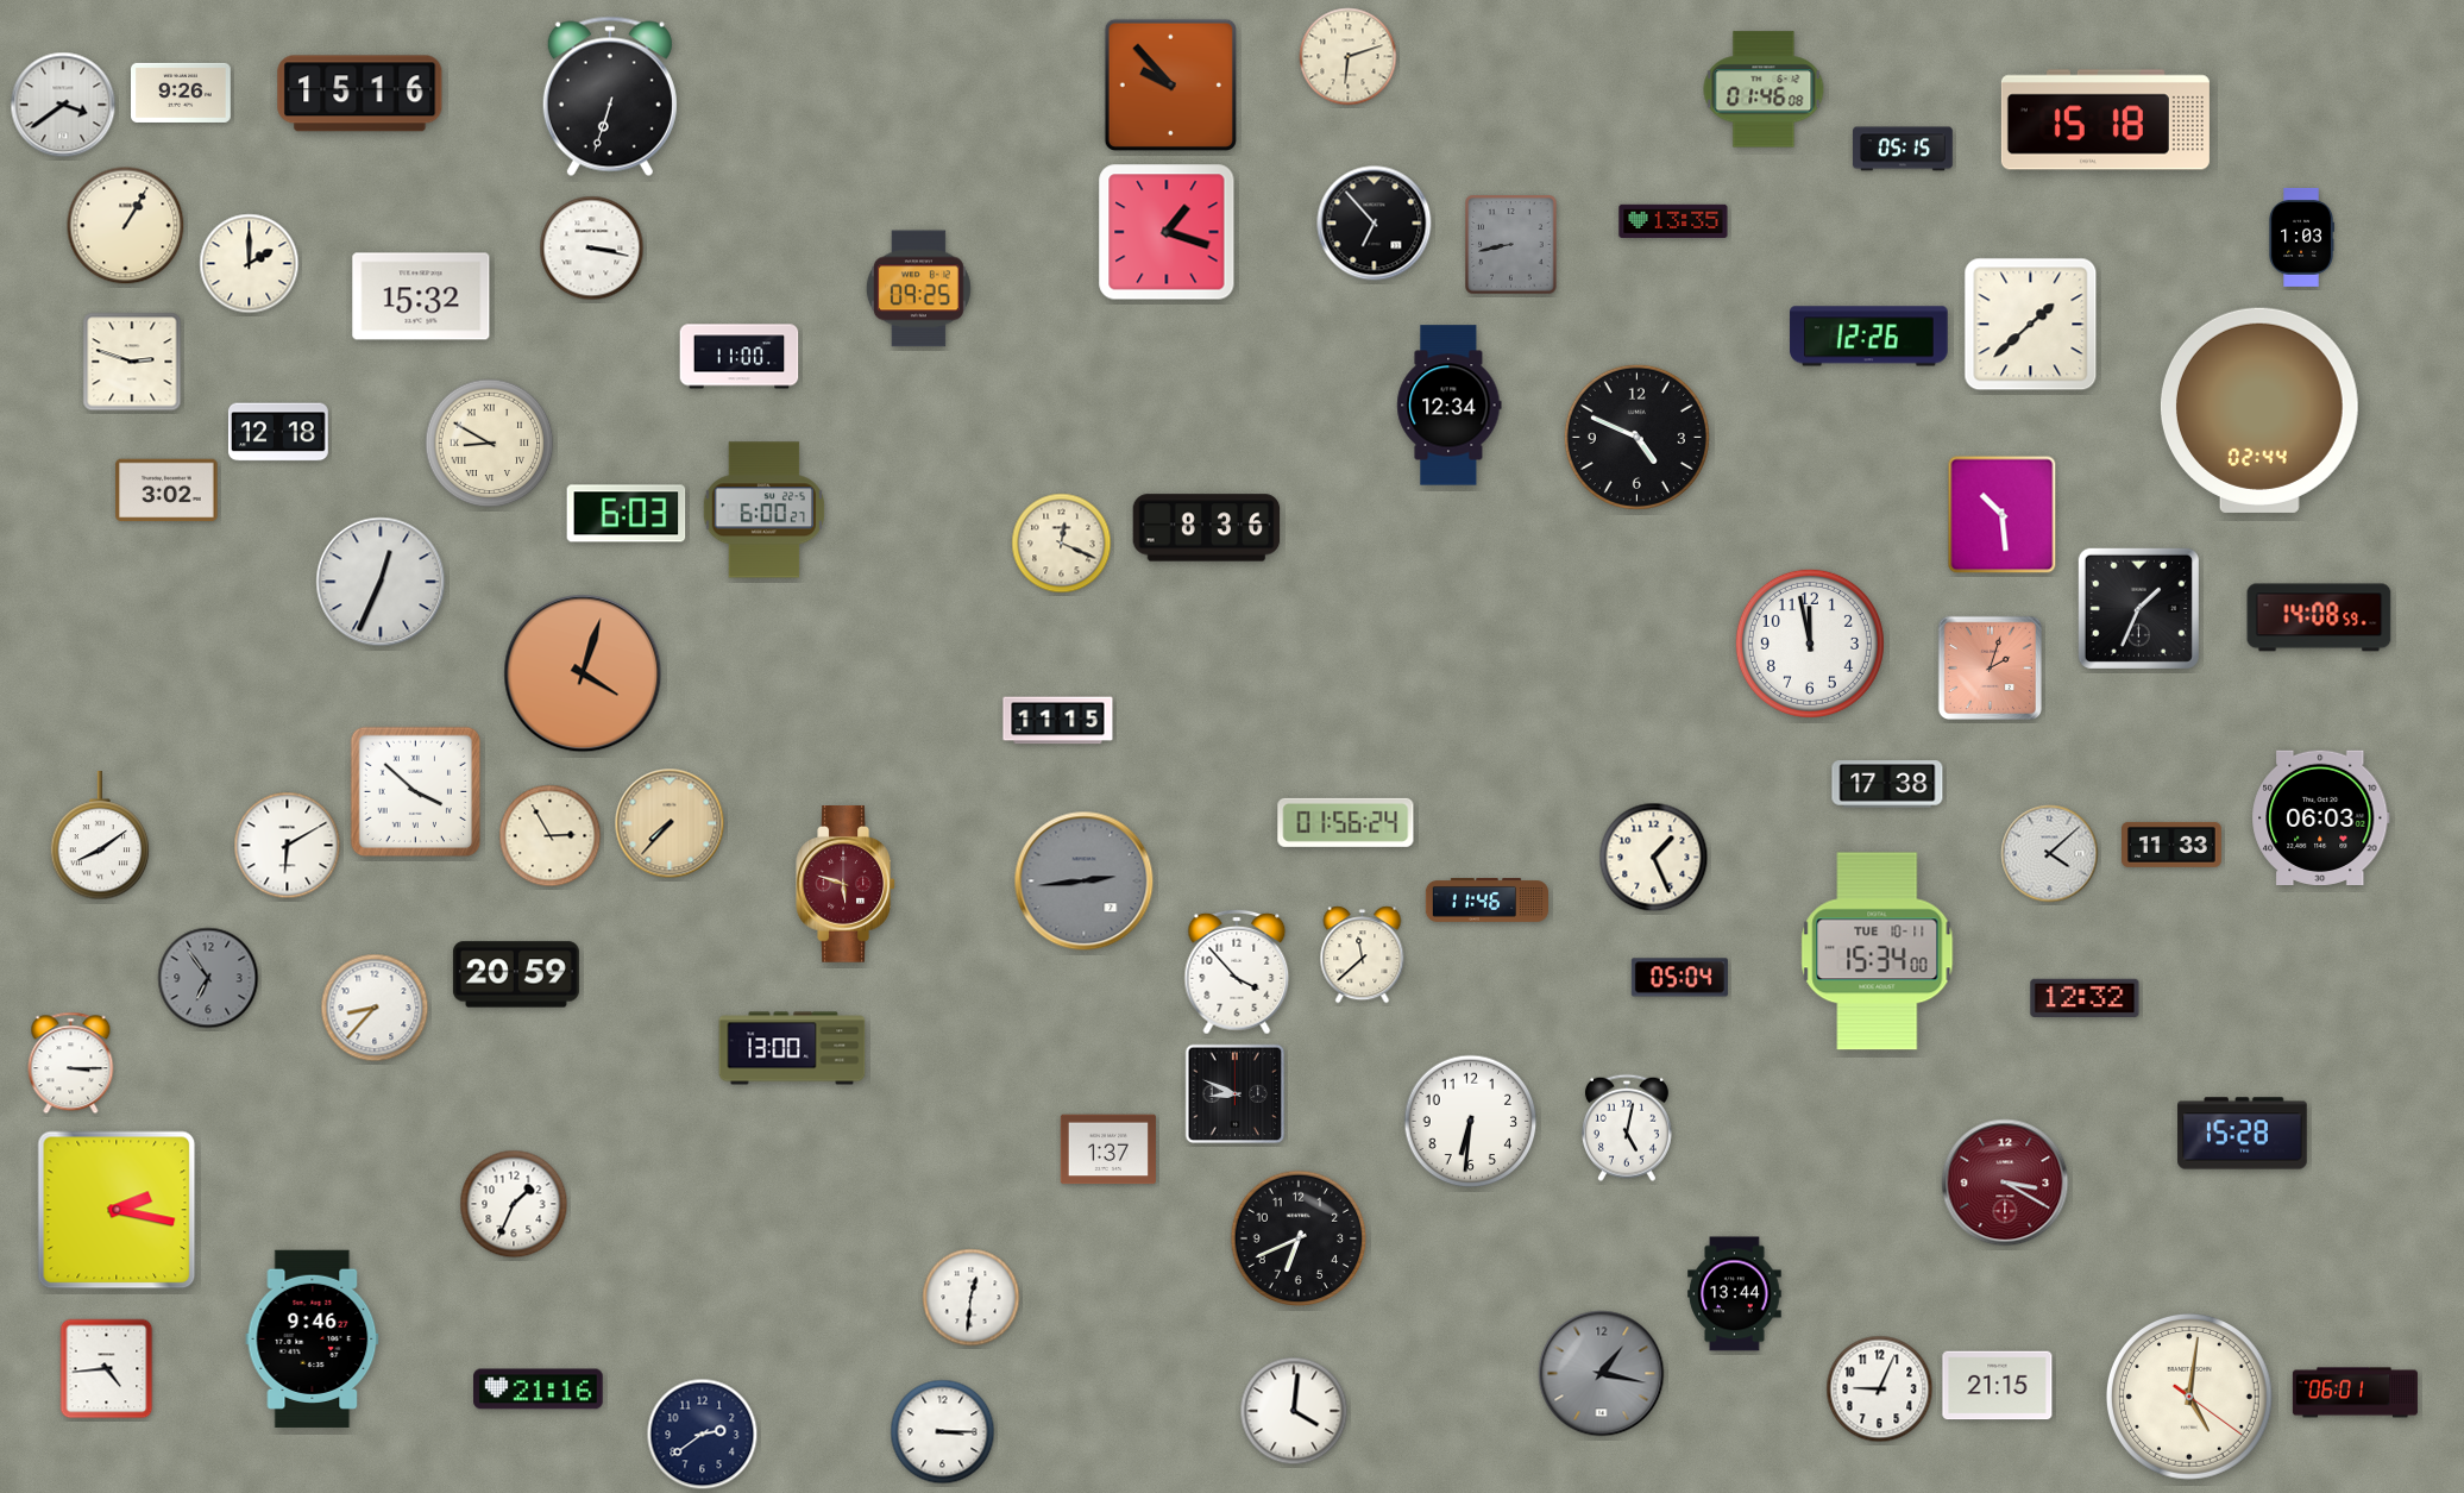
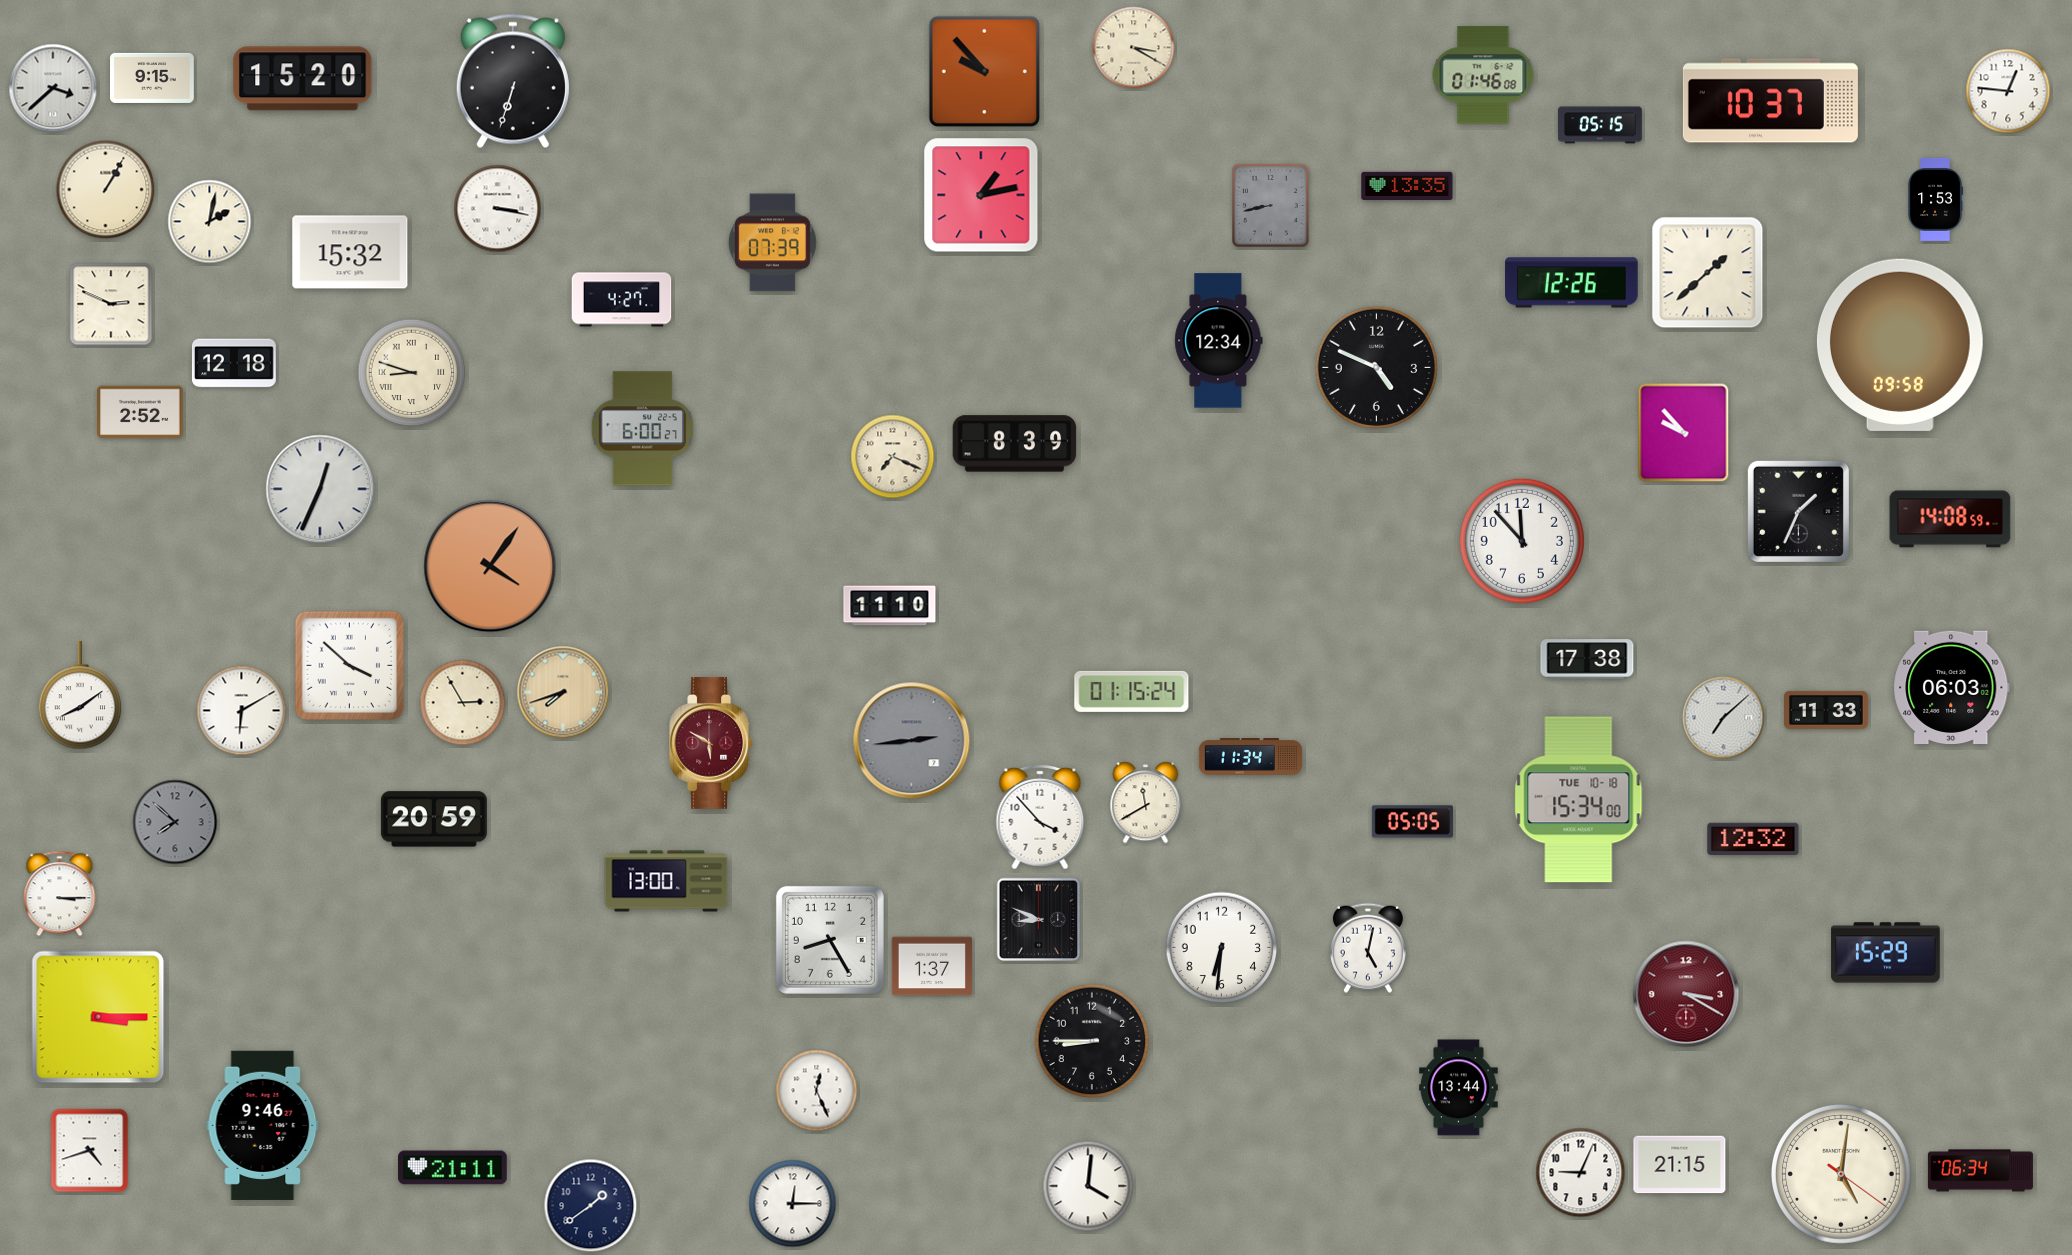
clock at (1349, 57): 6:12 -> 3:20
clock at (182, 93): 9:26 -> 9:15
clock at (360, 94): 15:16 -> 15:20
clock at (63, 105): 3:39 -> 3:38
clock at (2008, 91): none -> 12:46
clock at (2105, 120): 15:18 -> 10:37
clock at (1375, 224): 6:53 -> none
clock at (1167, 232): 1:18 -> 1:13
clock at (2301, 237): 1:03 -> 1:53
clock at (250, 264): 2:00 -> 2:02
clock at (918, 289): 09:25 -> 07:39
clock at (421, 296) position: (421, 296) -> (350, 252)
clock at (740, 357): 11:00 -> 4:27
clock at (132, 362): 2:48 -> 2:49
clock at (2259, 410): 02:44 -> 09:58
clock at (490, 444): 8:50 -> 8:48
clock at (166, 490): 3:02 -> 2:52
clock at (627, 514): 6:03 -> none
clock at (2003, 515): 10:29 -> 9:53
clock at (1207, 528): 8:36 -> 8:39
clock at (1062, 544): 12:19 -> 7:19
clock at (1810, 644): 11:58 -> 11:53
clock at (1990, 667): 2:03 -> none
clock at (583, 673): 4:03 -> 4:06
clock at (1058, 721): 11:15 -> 11:10
clock at (1346, 822): 01:56 -> 01:15
clock at (670, 823): 7:37 -> 7:42
clock at (100, 836) position: (100, 836) -> (80, 696)
clock at (2050, 854): 4:08 -> 7:08
clock at (1654, 858): 1:26 -> none
clock at (846, 884): 5:48 -> 5:50
clock at (1486, 901): 11:46 -> 11:34
clock at (1878, 952) date: TUE 10-11 -> TUE 10-18
clock at (1363, 955): 11:38 -> 11:40
clock at (208, 978): 6:54 -> 7:52
clock at (1679, 978): 05:04 -> 05:05
clock at (375, 1008): 8:37 -> none
clock at (830, 940): none -> 8:25
clock at (1471, 1122) position: (1471, 1122) -> (1222, 948)
clock at (2243, 1134): 15:28 -> 15:29
clock at (514, 1204): 1:34 -> none
clock at (117, 1210): 2:17 -> 3:15
clock at (1299, 1238): 6:41 -> 8:45
clock at (972, 1298): 12:31 -> 12:26
clock at (107, 1369): 4:44 -> 4:42
clock at (1602, 1374): 1:17 -> none
clock at (539, 1390): 21:16 -> 21:11
clock at (1880, 1390) position: (1880, 1390) -> (1581, 1173)
clock at (2355, 1393): 06:01 -> 06:34
clock at (943, 1432): 3:15 -> 12:15
clock at (703, 1435): 2:39 -> 1:39
